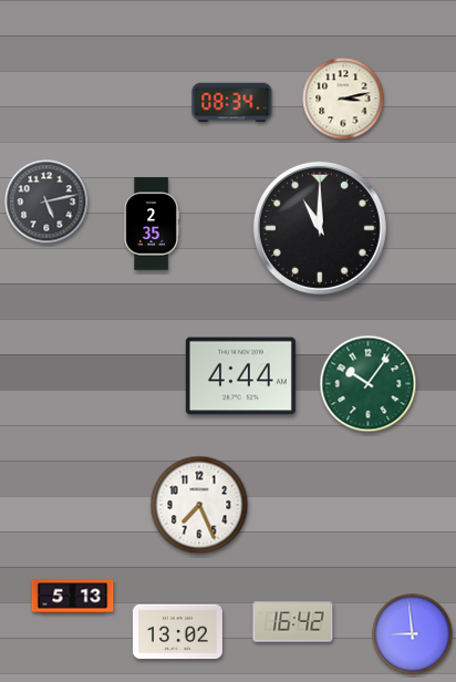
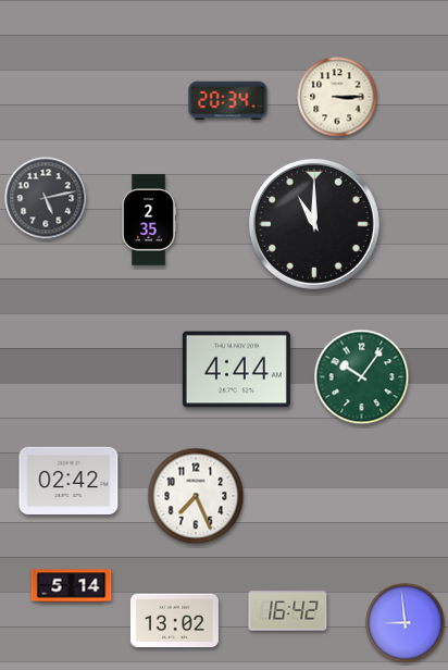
clock at (343, 99): 3:13 -> 3:15
clock at (232, 103): 08:34 -> 20:34
clock at (69, 481): none -> 02:42
clock at (73, 597): 5:13 -> 5:14
